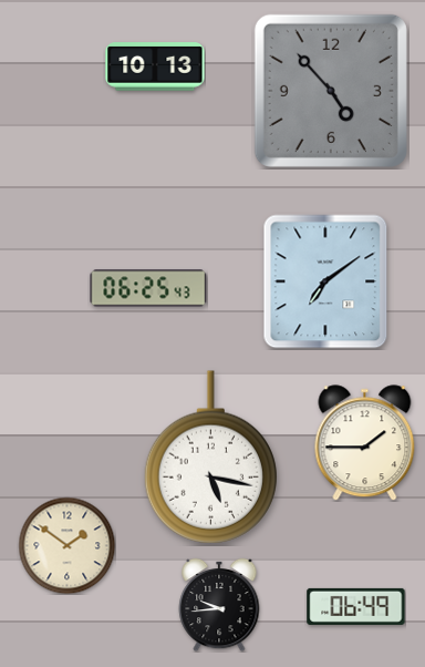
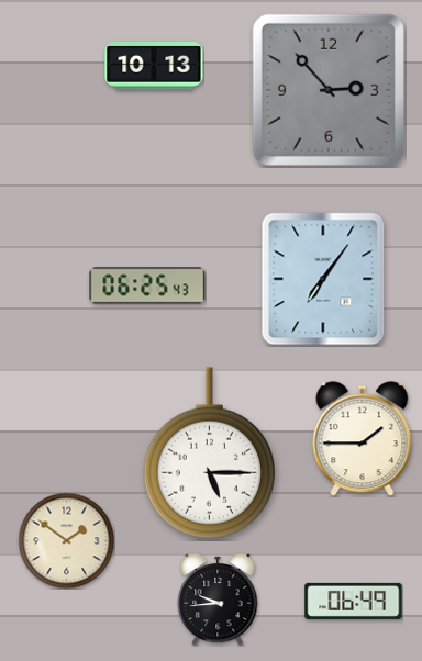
clock at (331, 91): 4:53 -> 2:53
clock at (325, 281): 7:09 -> 7:06
clock at (210, 458): 5:17 -> 5:15
